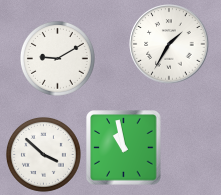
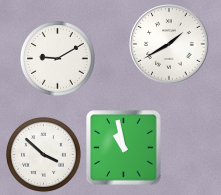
clock at (169, 44): 1:35 -> 1:40
